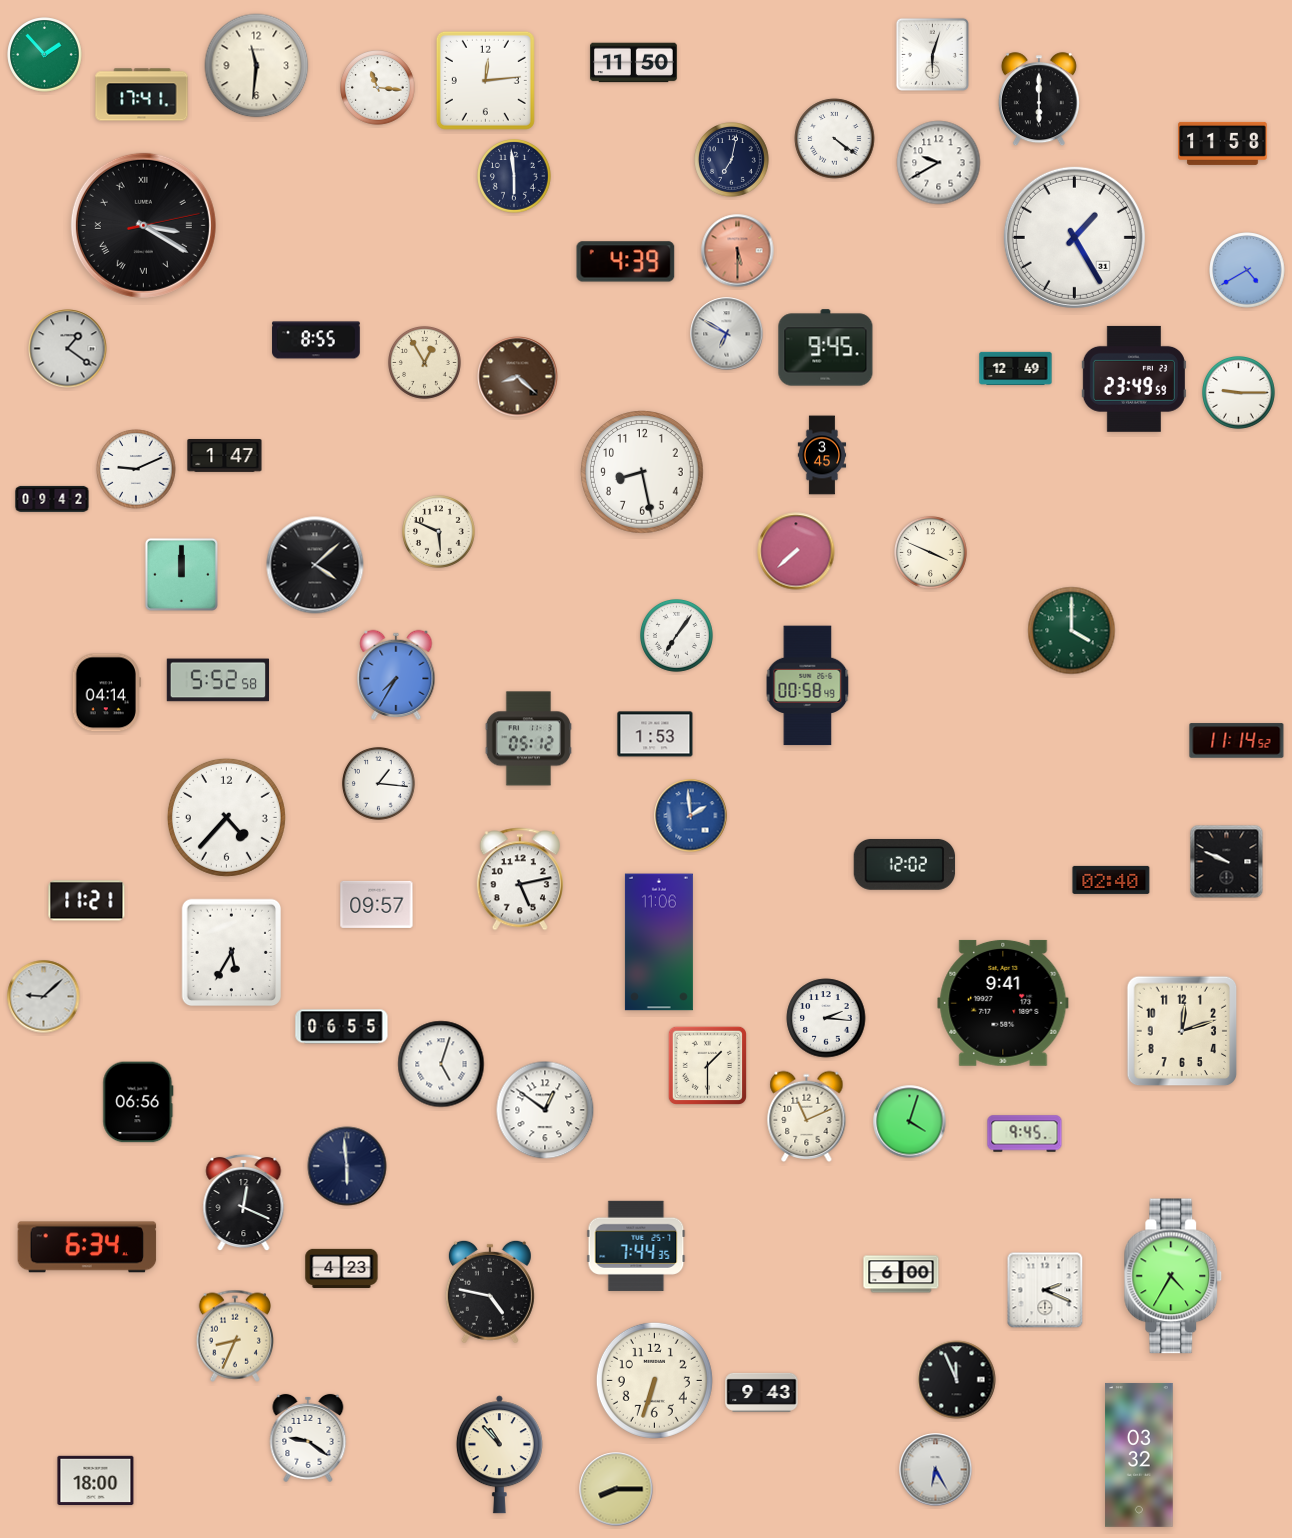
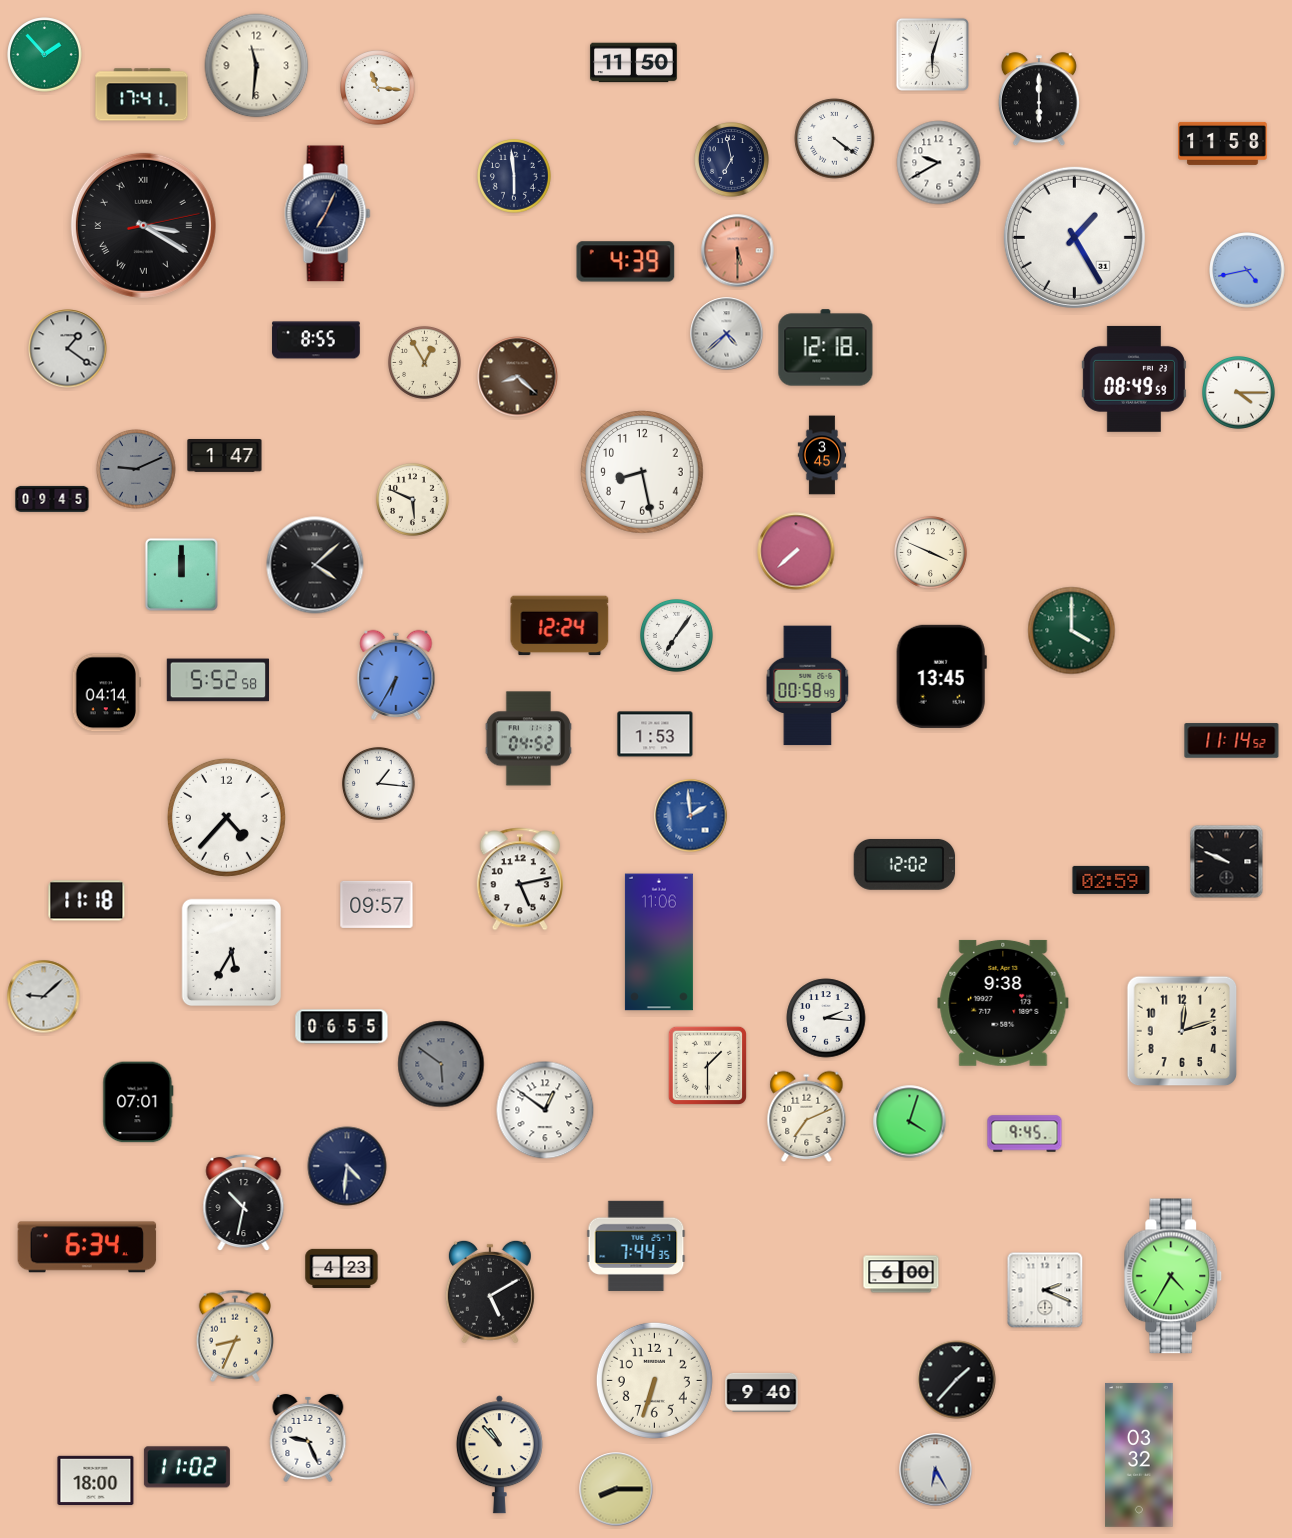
clock at (485, 80): 12:14 -> none
clock at (732, 160): 7:02 -> 6:58
clock at (328, 214): none -> 7:04
clock at (1247, 270): 4:40 -> 4:43
clock at (727, 334): 6:50 -> 4:38
clock at (826, 348): 9:45 -> 12:18
clock at (1016, 368): 12:49 -> none
clock at (1134, 379): 23:49 -> 08:49
clock at (1239, 393): 9:15 -> 4:15
clock at (136, 469) dial: white -> grey
clock at (52, 499): 09:42 -> 09:45
clock at (439, 532) position: (439, 532) -> (413, 500)
clock at (560, 626): none -> 12:24
clock at (396, 675): 7:35 -> 6:35
clock at (941, 676): none -> 13:45
clock at (528, 739): 05:12 -> 04:52
clock at (1237, 741) position: (1237, 741) -> (1232, 741)
clock at (1111, 880): 02:40 -> 02:59
clock at (87, 901): 11:21 -> 11:18
clock at (1003, 1003): 9:41 -> 9:38
clock at (441, 1064): 5:03 -> 5:51
clock at (441, 1064) dial: white -> grey
clock at (138, 1102): 06:56 -> 07:01
clock at (807, 1116): 11:11 -> 7:11
clock at (347, 1166): 5:59 -> 4:31
clock at (244, 1203): 12:19 -> 10:32
clock at (490, 1292): 4:47 -> 5:10
clock at (957, 1380): 11:56 -> 1:37
clock at (762, 1392): 9:43 -> 9:40
clock at (308, 1438): 9:21 -> 9:26
clock at (187, 1467): none -> 11:02
